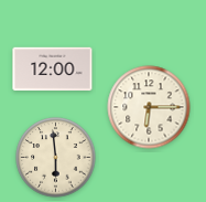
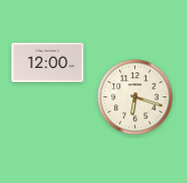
clock at (149, 107): 6:15 -> 6:18
clock at (56, 158): 5:59 -> none
